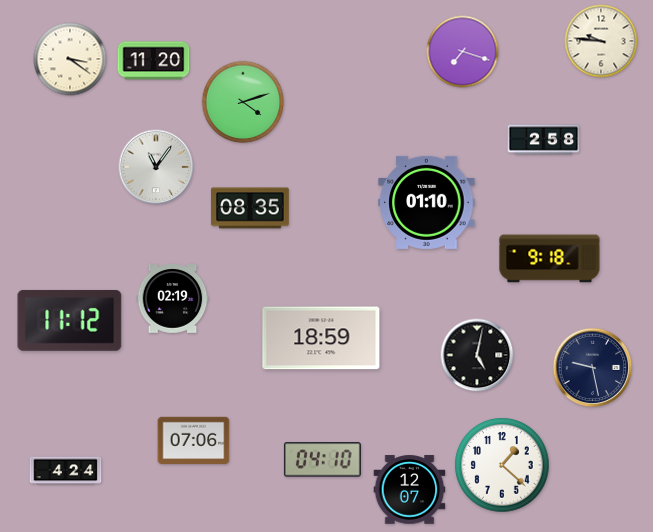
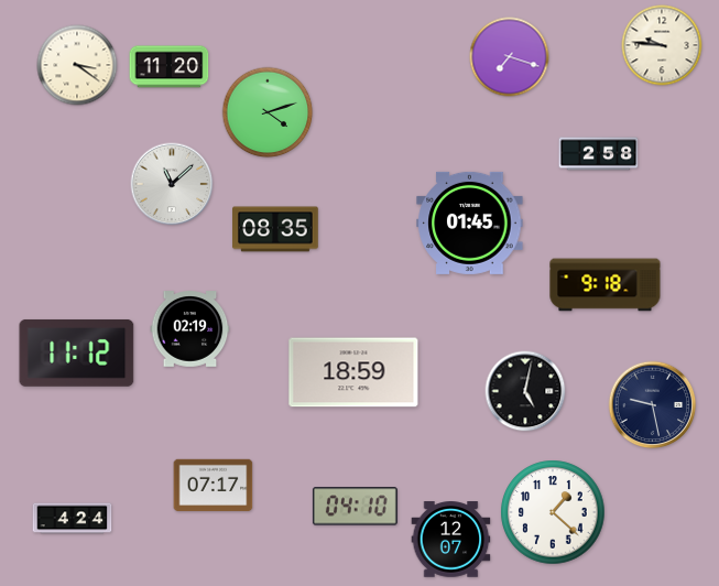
clock at (156, 167): 11:06 -> 11:08
clock at (427, 202): 01:10 -> 01:45
clock at (194, 441): 07:06 -> 07:17
